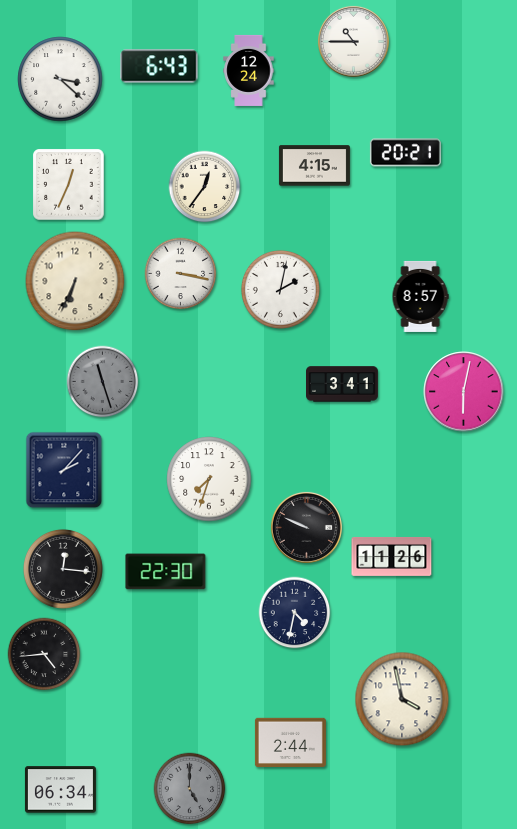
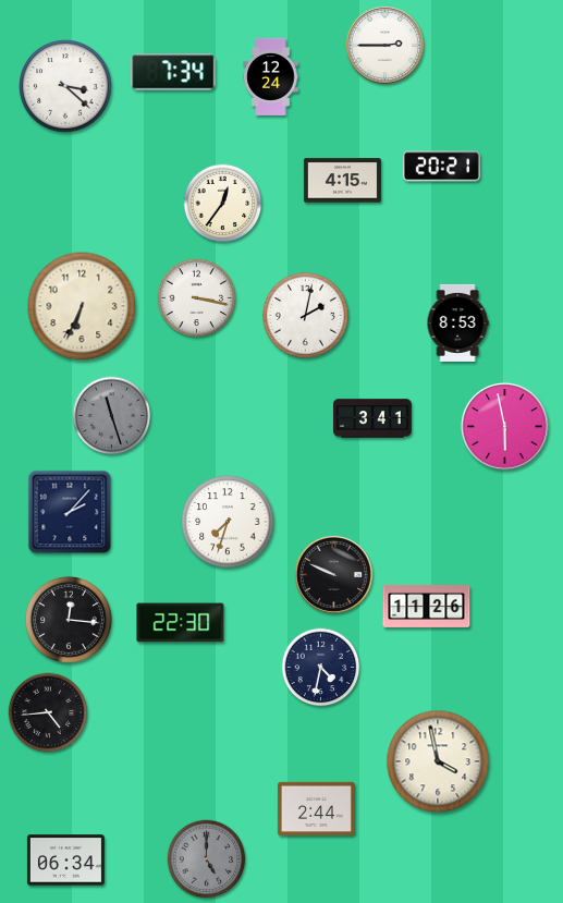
clock at (353, 41): 10:45 -> 2:45
clock at (159, 66): 6:43 -> 7:34
clock at (69, 185): 12:34 -> none
clock at (420, 296): 8:57 -> 8:53
clock at (464, 392): 6:02 -> 5:58
